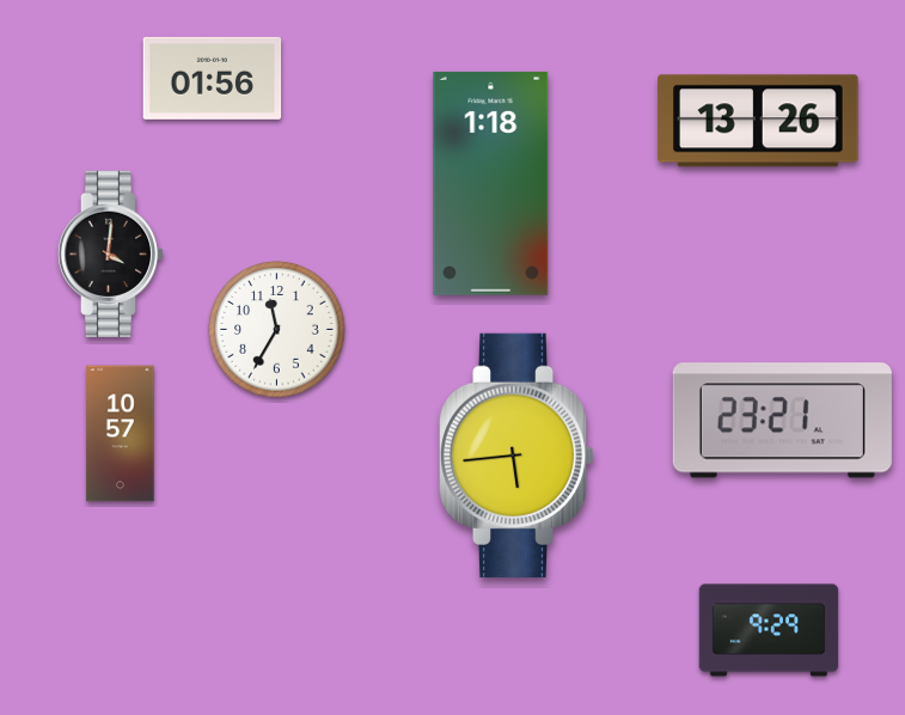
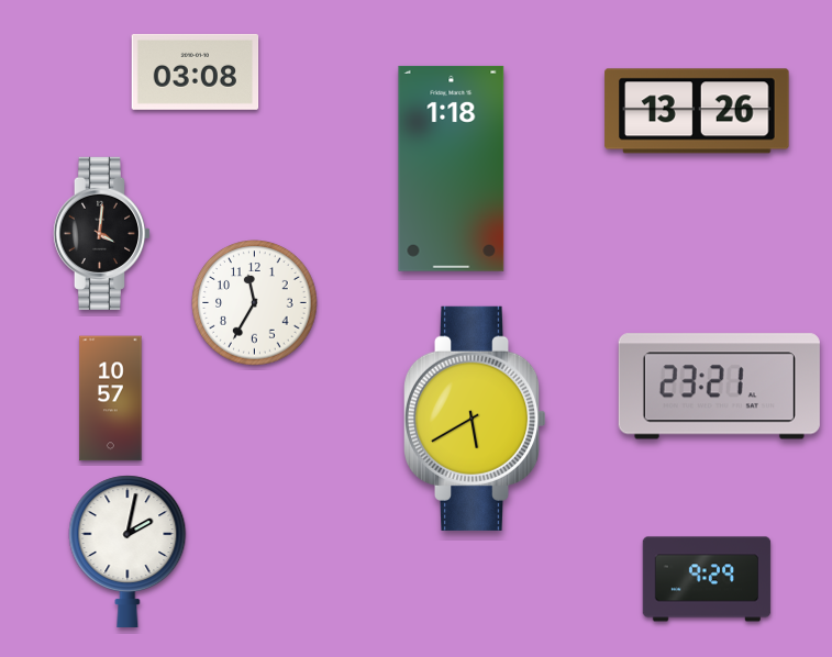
clock at (213, 78): 01:56 -> 03:08
clock at (516, 456): 5:44 -> 5:40
clock at (127, 550): none -> 2:02
